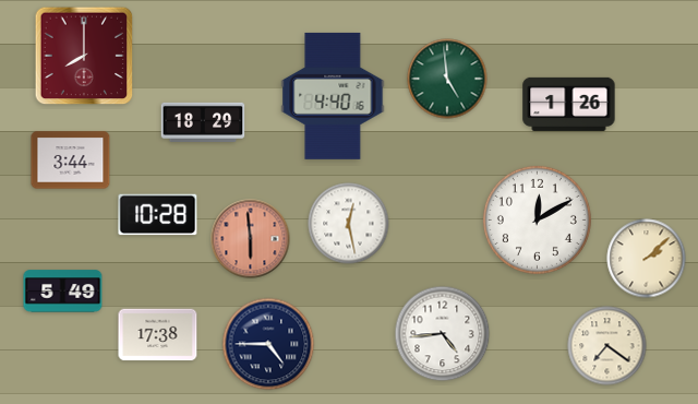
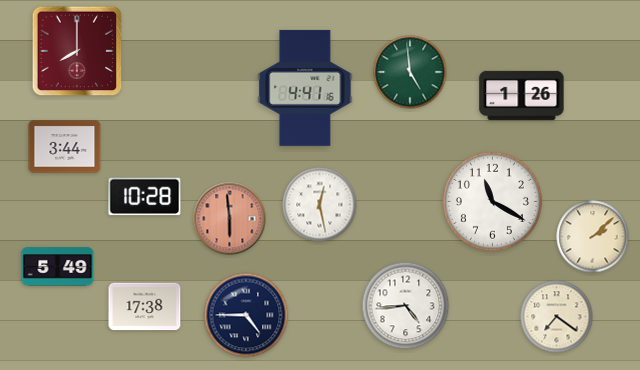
clock at (333, 96): 4:40 -> 4:41
clock at (203, 122): 18:29 -> none
clock at (537, 219): 12:10 -> 11:20
